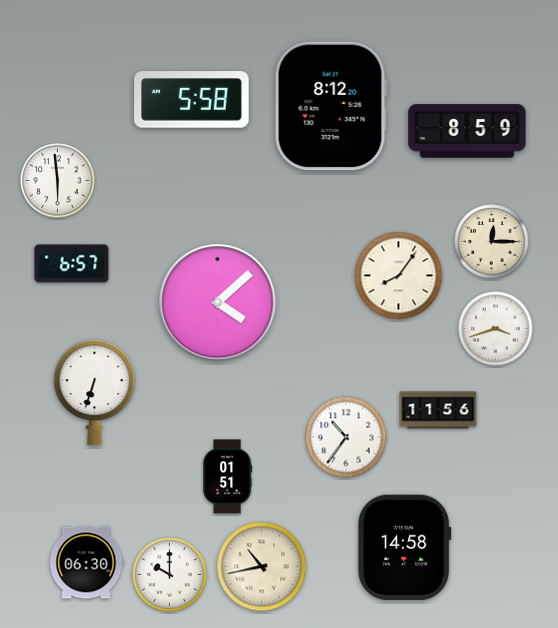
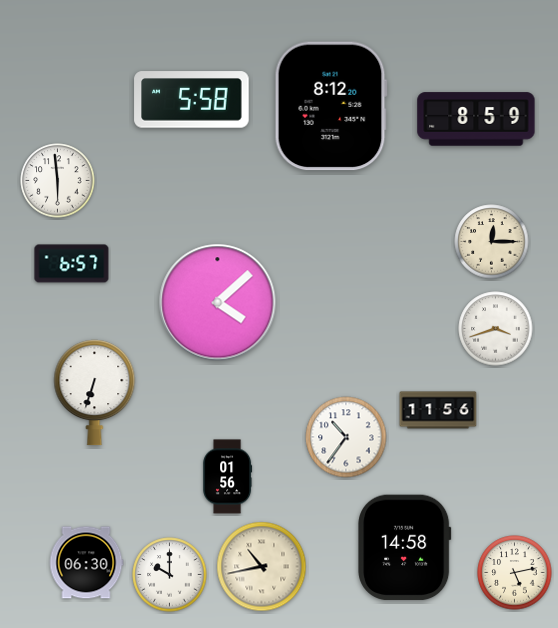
clock at (467, 131) position: (467, 131) -> (476, 119)
clock at (399, 276): 8:06 -> none
clock at (228, 477): 01:51 -> 01:56
clock at (515, 573): none -> 5:13
